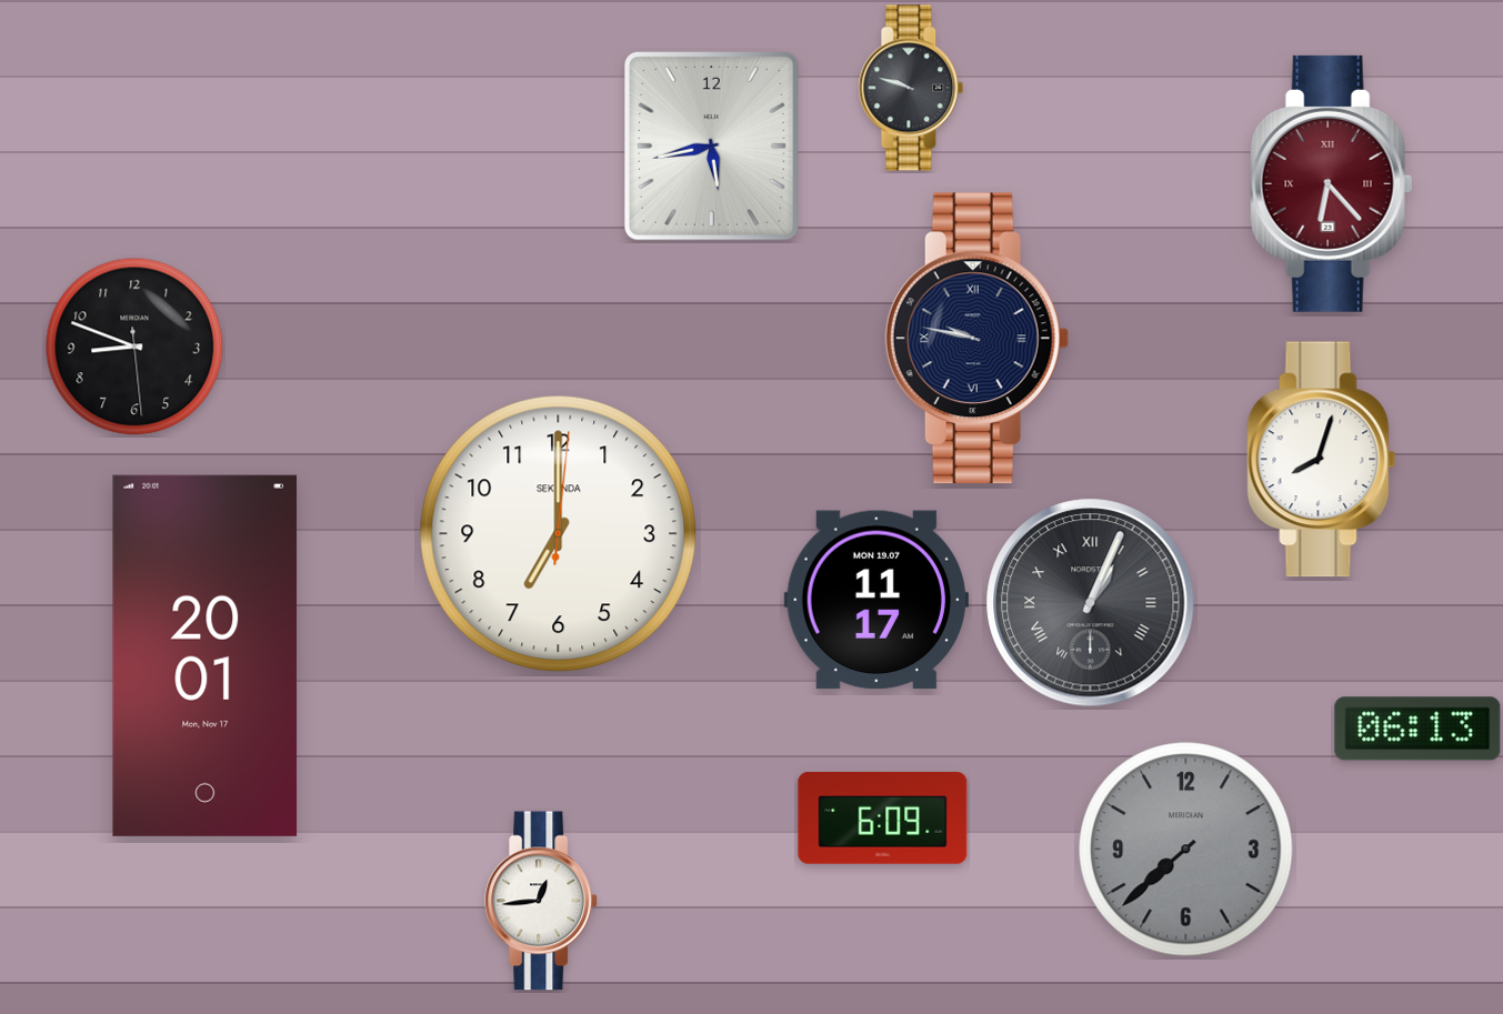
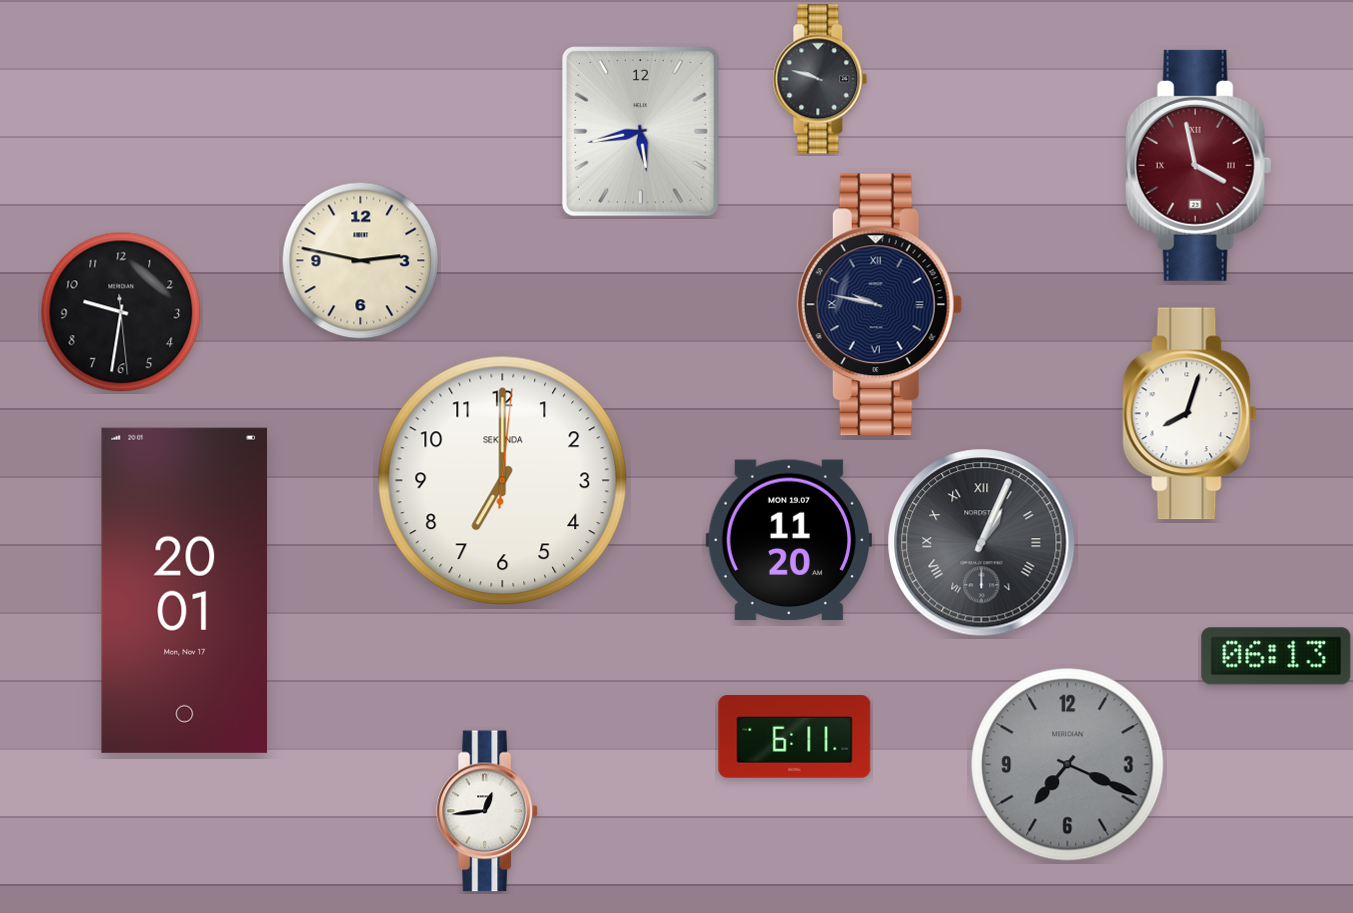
clock at (1332, 183): 6:23 -> 3:58
clock at (361, 261): none -> 2:47
clock at (134, 347): 8:48 -> 9:31
clock at (876, 600): 11:17 -> 11:20
clock at (883, 817): 6:09 -> 6:11
clock at (1186, 850): 7:38 -> 7:19
